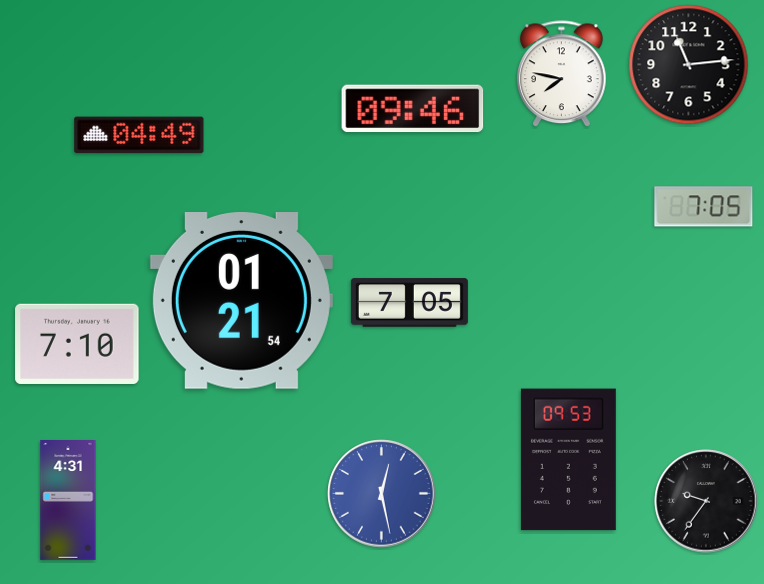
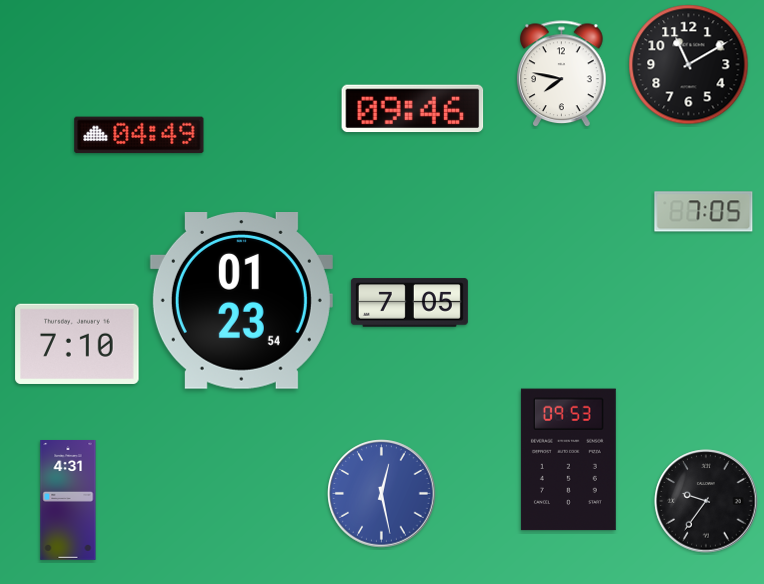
clock at (689, 65): 11:14 -> 11:10
clock at (704, 207) position: (704, 207) -> (704, 212)
clock at (241, 301): 01:21 -> 01:23
